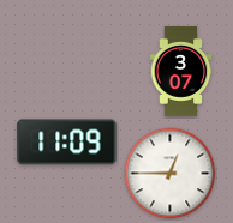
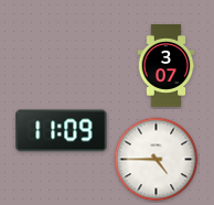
clock at (171, 174): 12:45 -> 4:45
